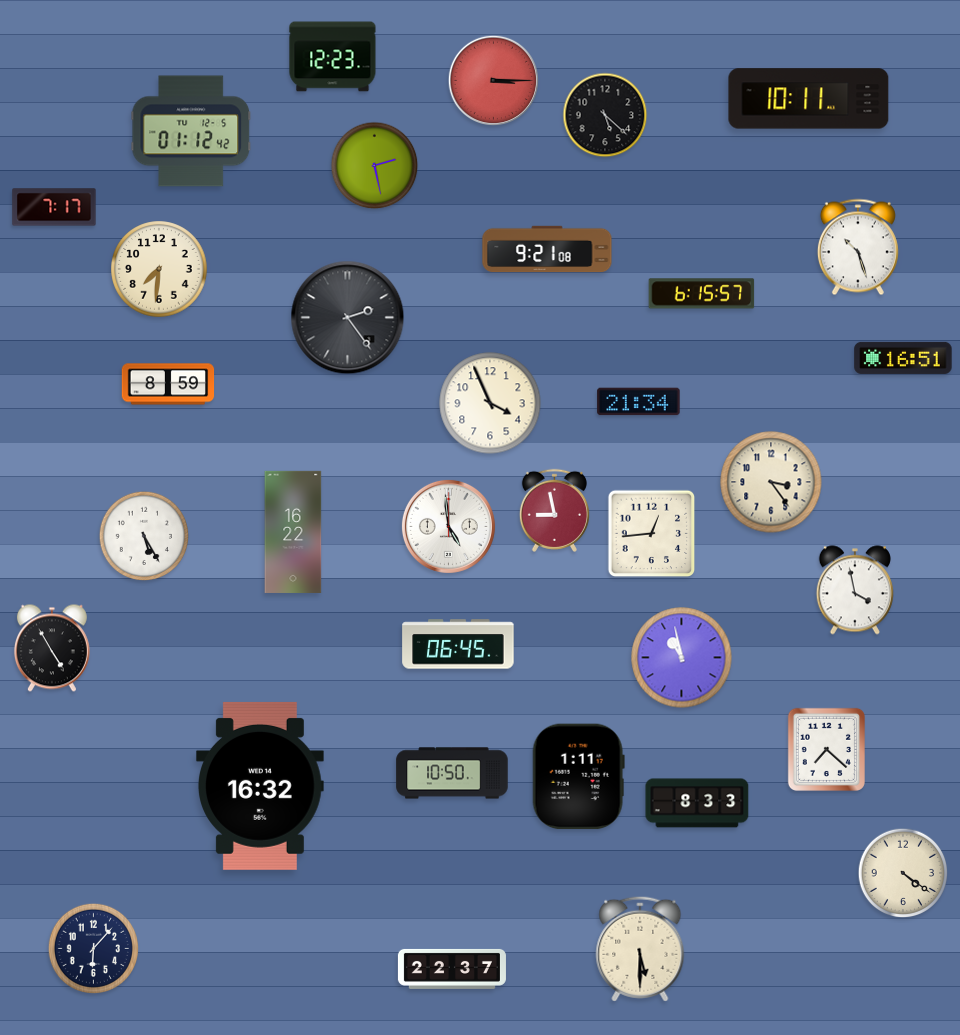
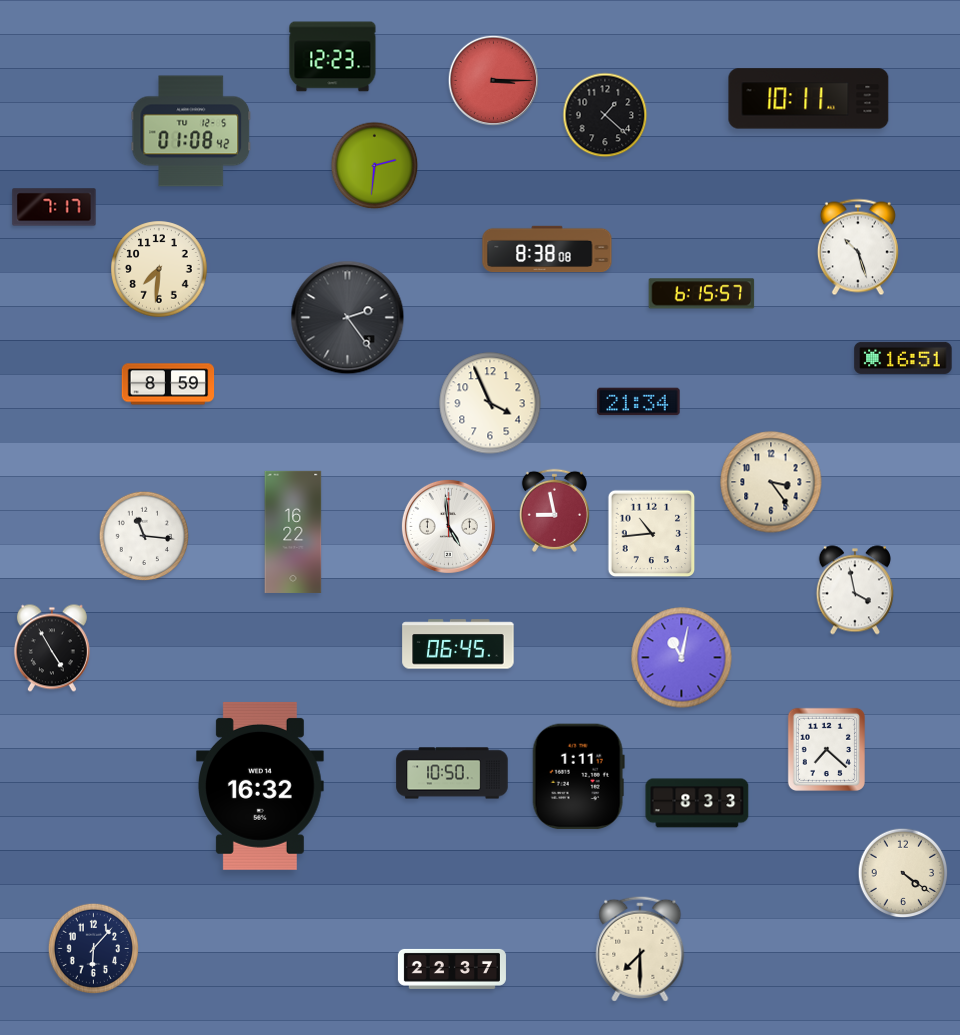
clock at (605, 115): 5:22 -> 1:22
clock at (191, 131): 01:12 -> 01:08
clock at (375, 166): 2:28 -> 2:31
clock at (547, 249): 9:21 -> 8:38
clock at (652, 534): 12:44 -> 10:44
clock at (144, 536): 5:25 -> 11:16
clock at (682, 658): 10:58 -> 11:02
clock at (640, 949): 5:30 -> 7:30
